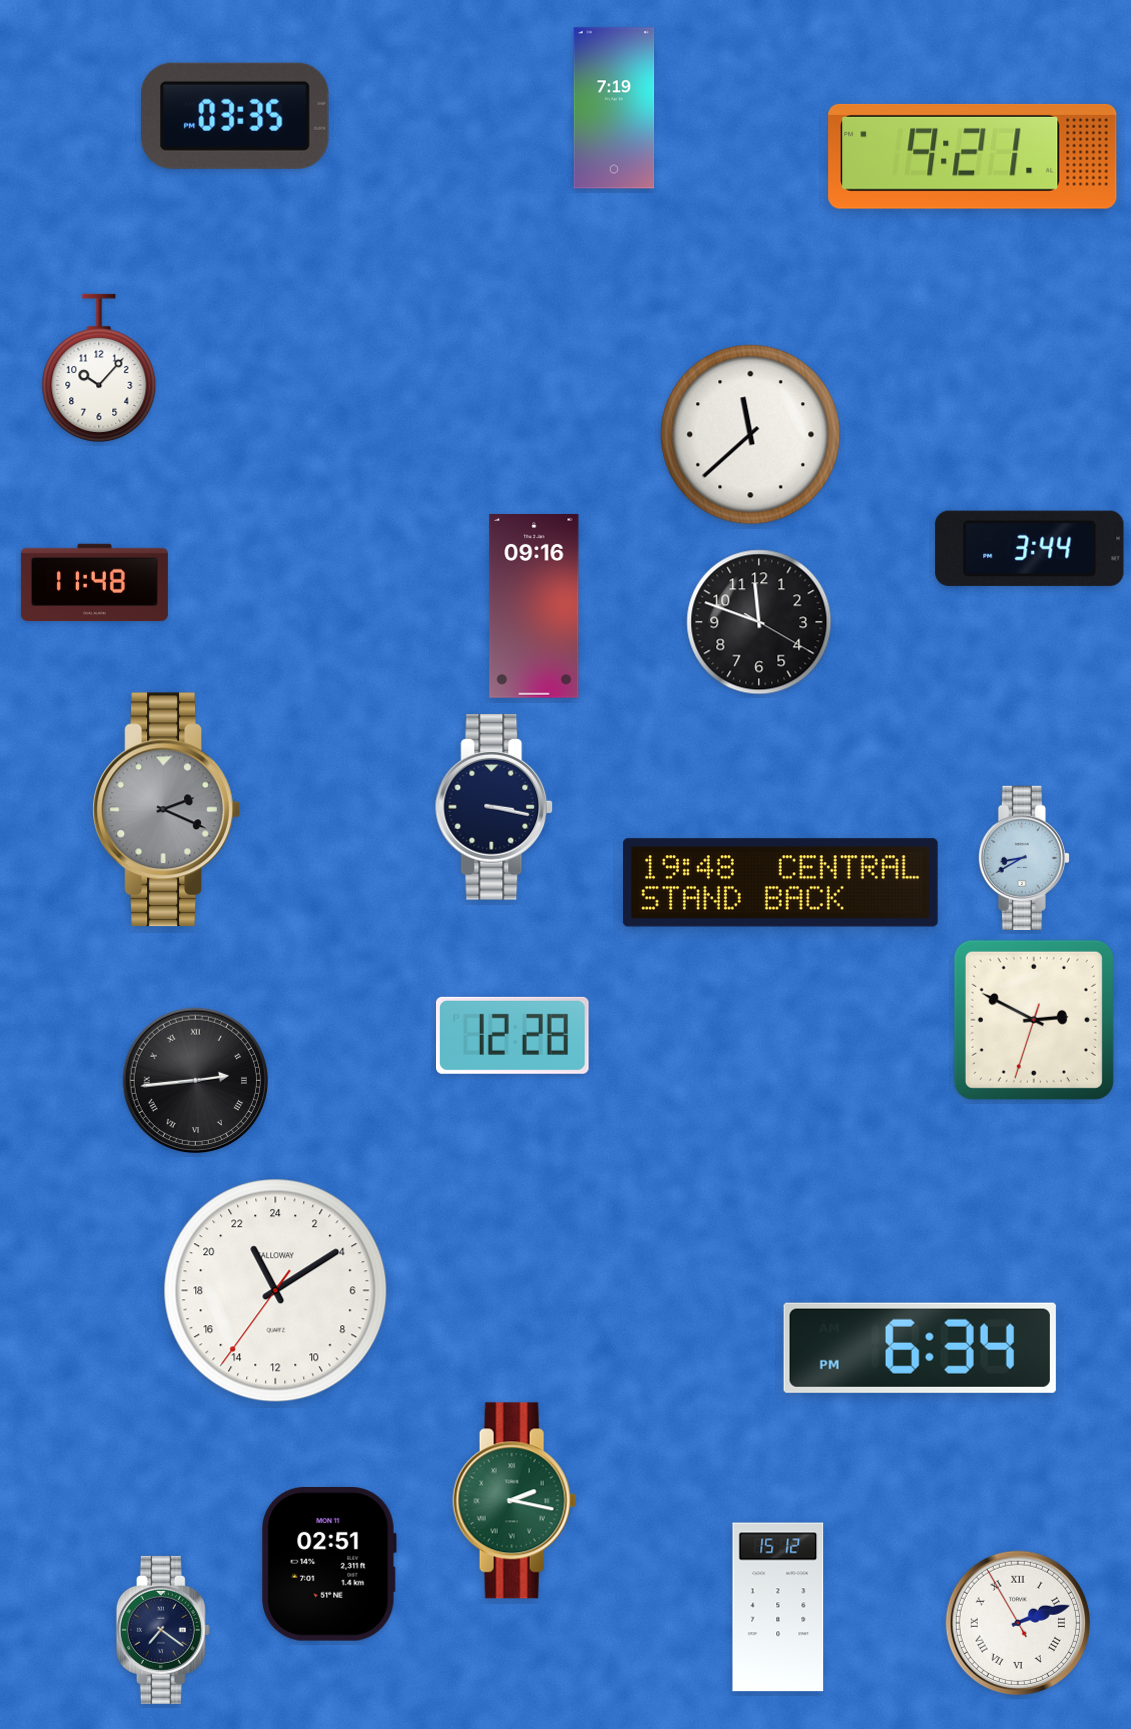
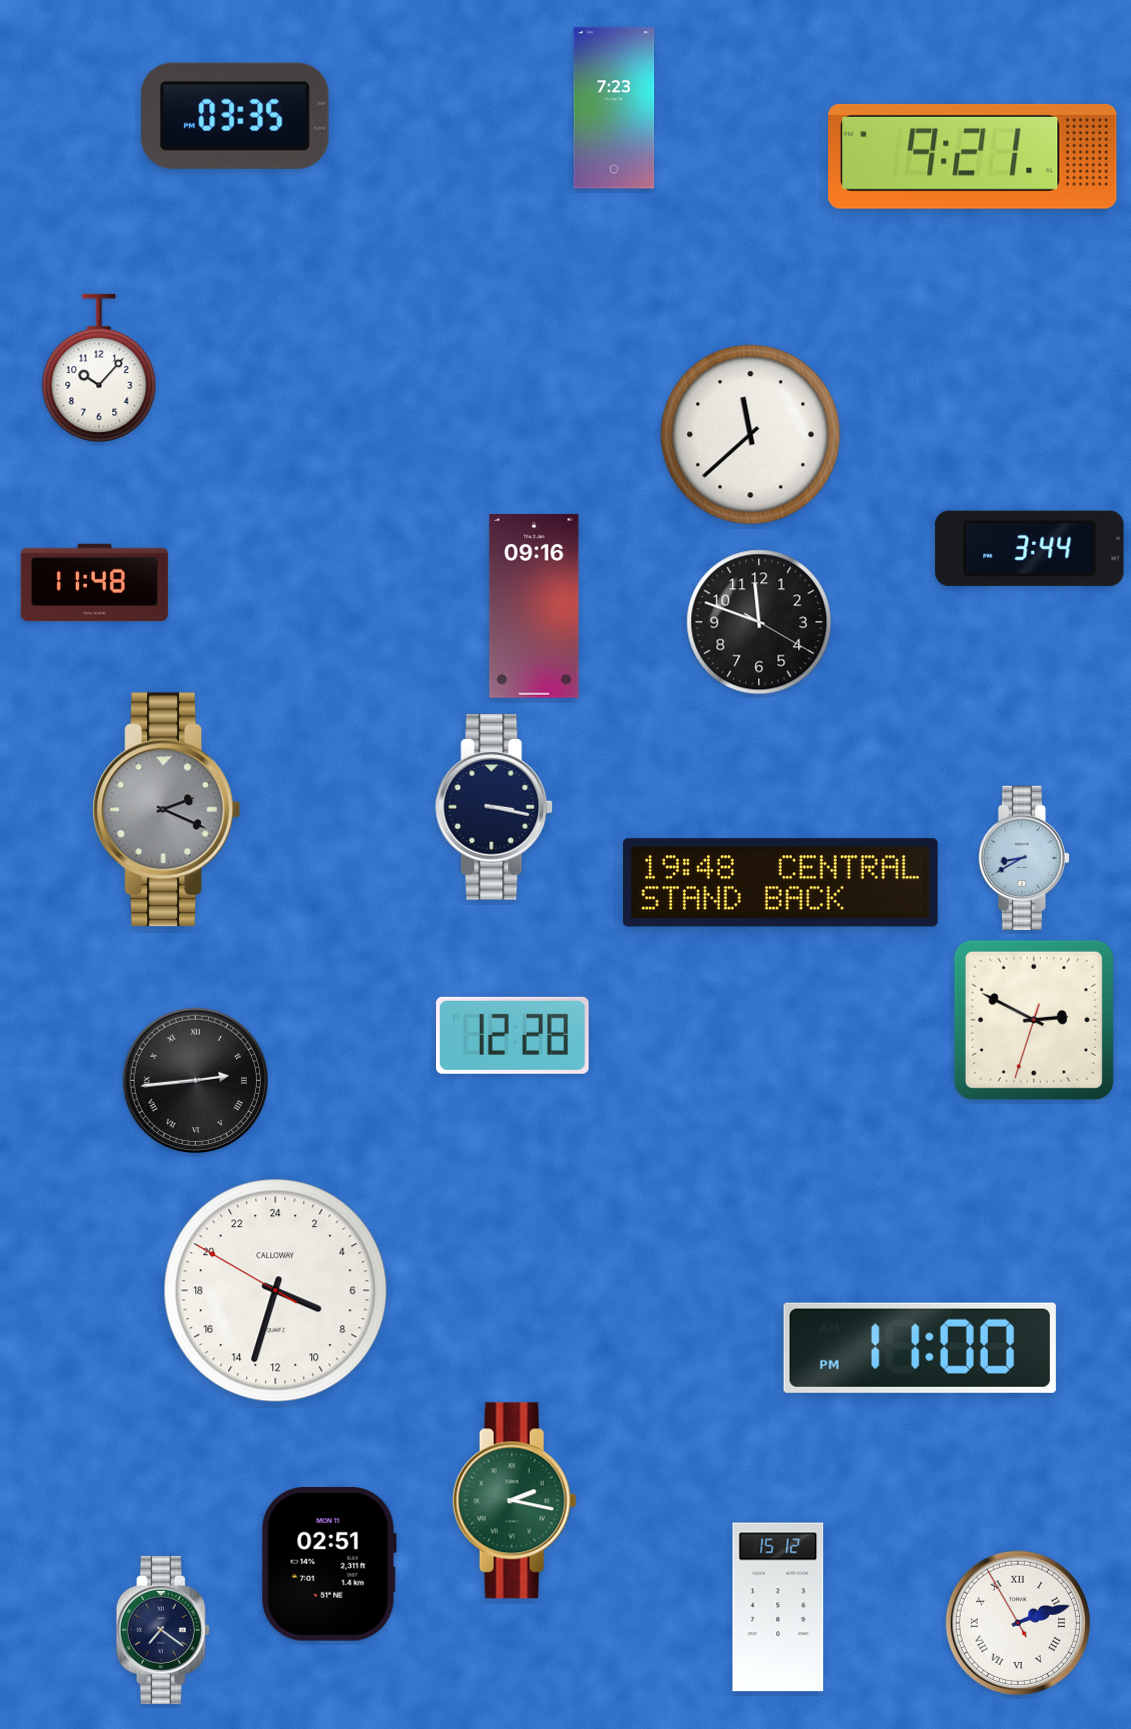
clock at (614, 108): 7:19 -> 7:23
clock at (276, 1291): 22:09 -> 7:32
clock at (920, 1348): 6:34 -> 11:00
